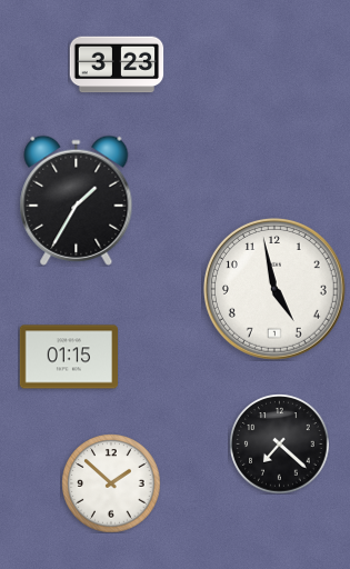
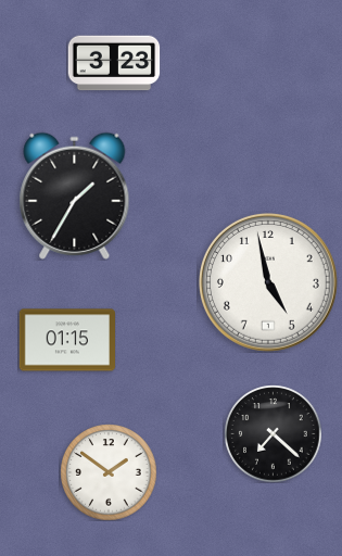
clock at (68, 357) position: (68, 357) -> (66, 340)
clock at (111, 483): 1:52 -> 1:51
